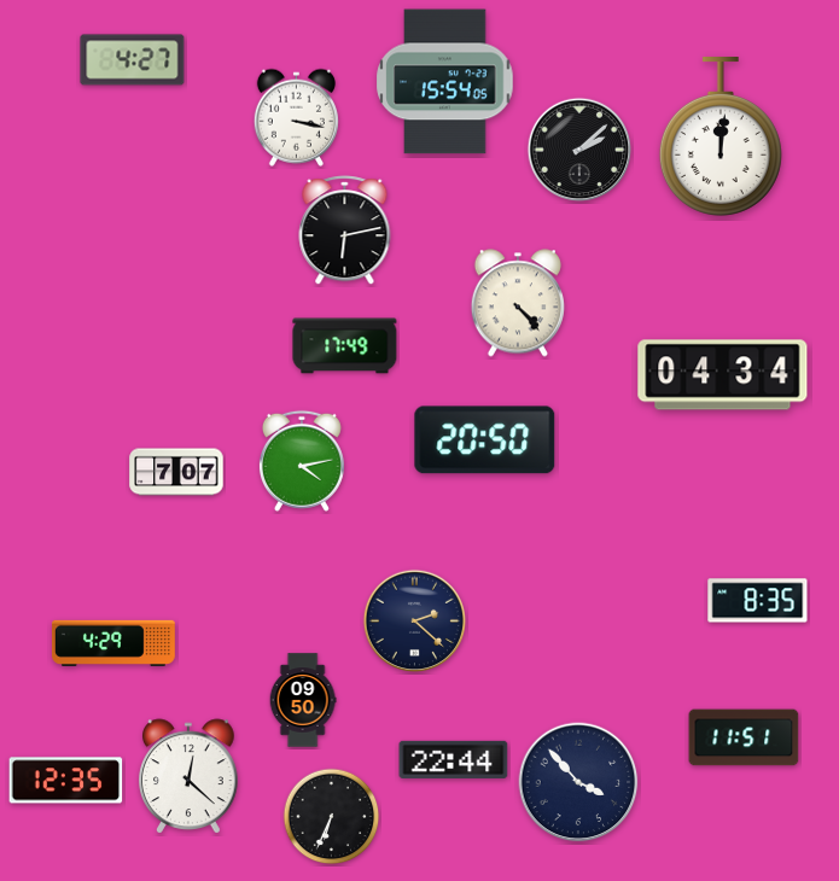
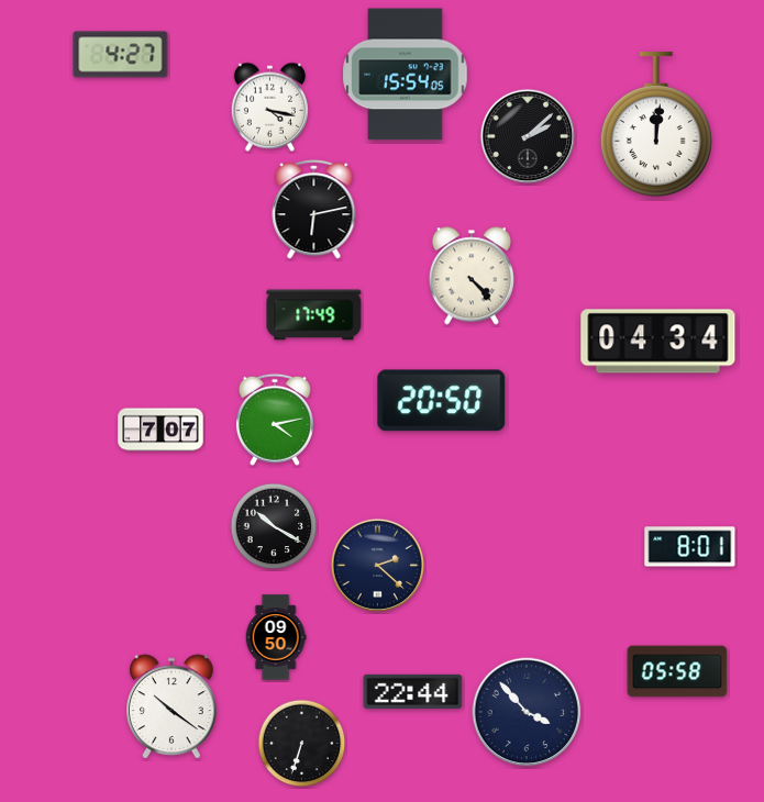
clock at (296, 117): 3:17 -> 4:17
clock at (274, 526): none -> 10:20
clock at (758, 601): 8:35 -> 8:01
clock at (113, 643): 4:29 -> none
clock at (744, 737): 11:51 -> 05:58
clock at (188, 776): 12:22 -> 10:21
clock at (66, 781): 12:35 -> none
clock at (332, 817): 6:34 -> 6:33
